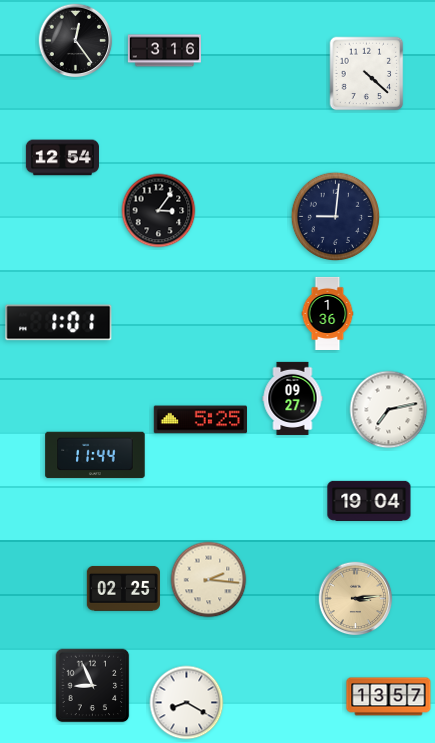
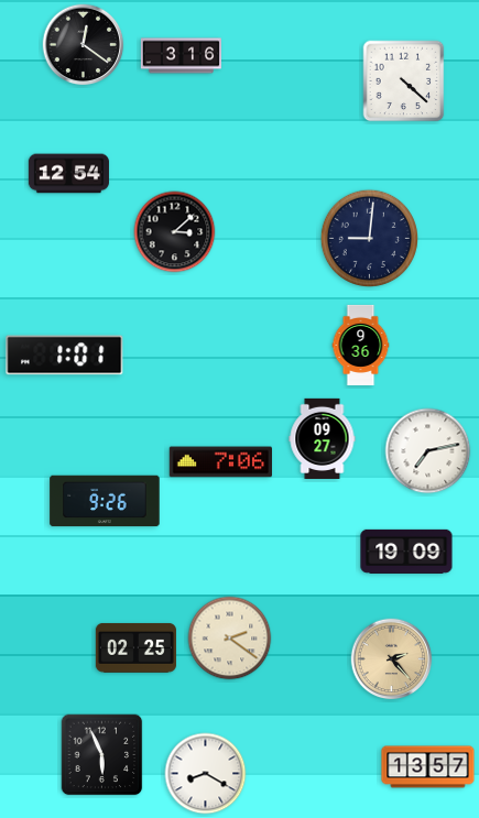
clock at (76, 41): 12:24 -> 12:21
clock at (159, 211): 3:06 -> 3:08
clock at (328, 313): 1:36 -> 9:36
clock at (200, 420): 5:25 -> 7:06
clock at (95, 455): 11:44 -> 9:26
clock at (369, 501): 19:04 -> 19:09
clock at (209, 580): 2:16 -> 2:21
clock at (356, 599): 3:14 -> 2:23
clock at (93, 686): 8:56 -> 5:56
